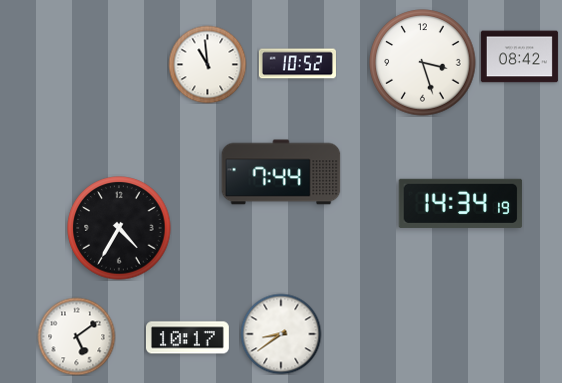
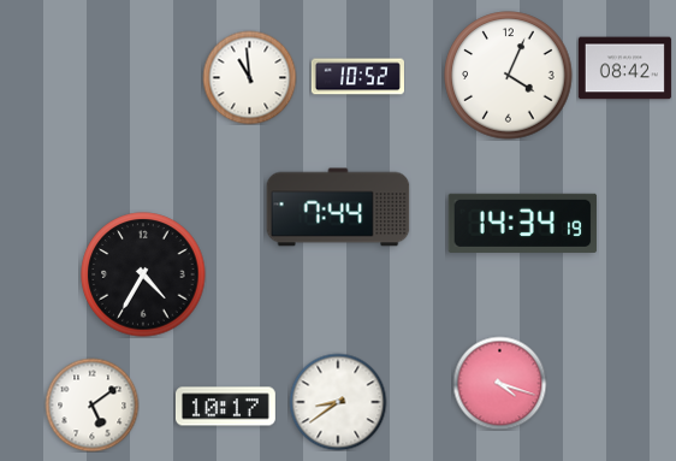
clock at (423, 63): 3:27 -> 4:04
clock at (461, 203) position: (461, 203) -> (523, 223)
clock at (499, 383): none -> 4:18
